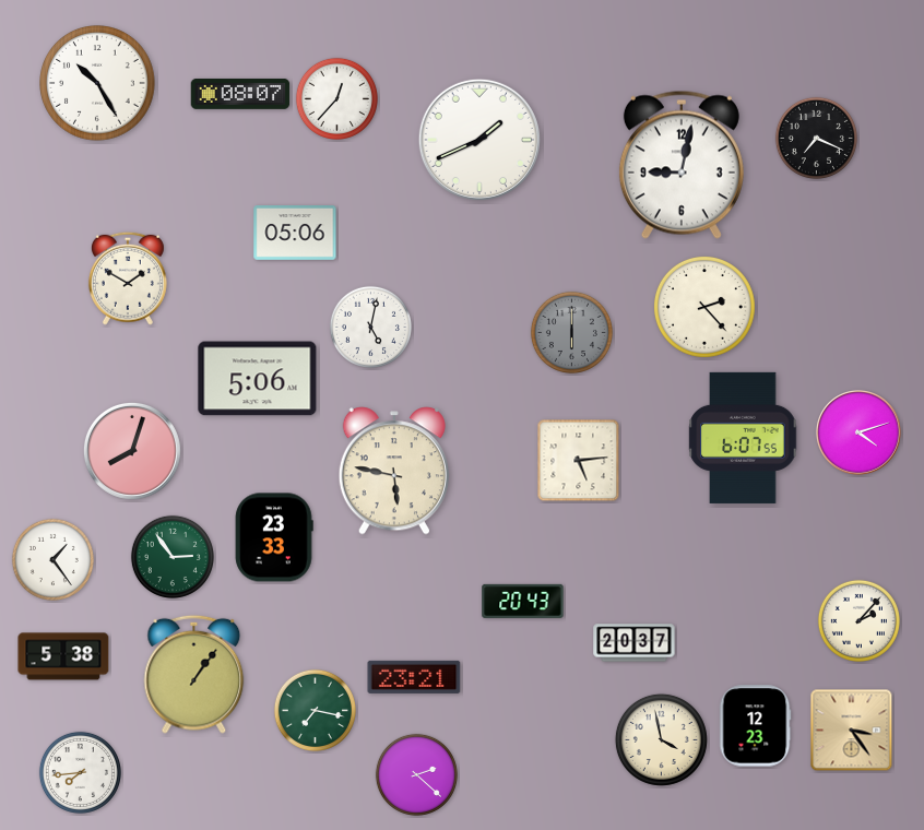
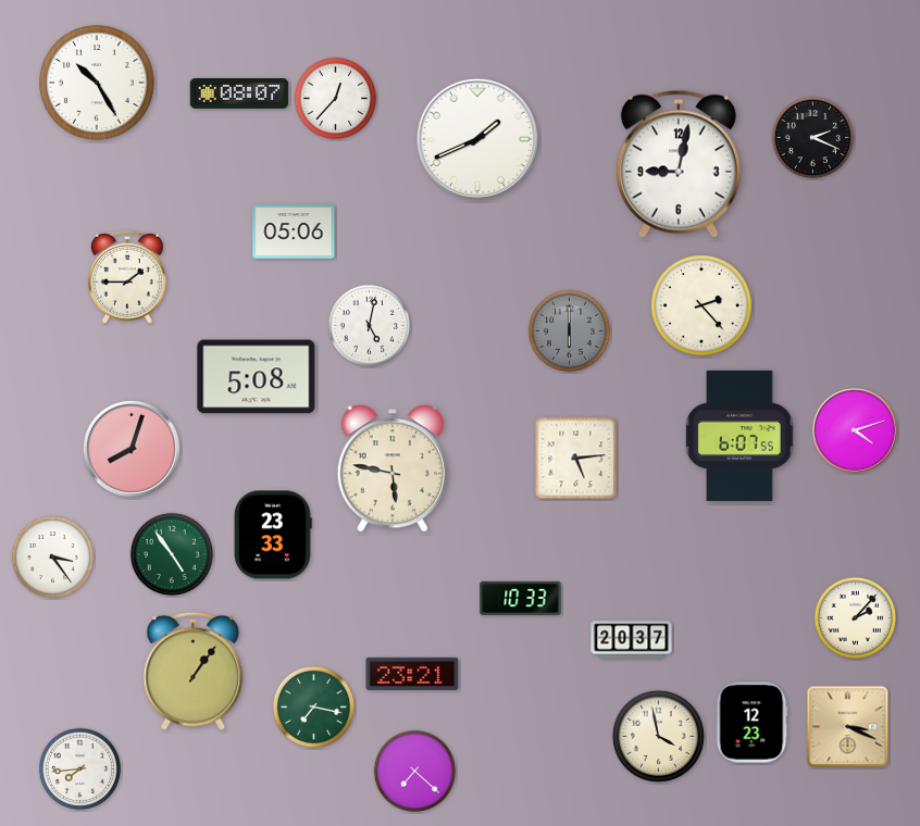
clock at (816, 138): 7:19 -> 2:19
clock at (128, 278): 1:50 -> 1:45
clock at (258, 379): 5:06 -> 5:08
clock at (173, 557): 2:54 -> 4:54
clock at (52, 559): 1:24 -> 3:24
clock at (523, 601): 20:43 -> 10:33
clock at (63, 656): 5:38 -> none
clock at (852, 731): 3:24 -> 3:19
clock at (416, 774): 2:22 -> 7:22
